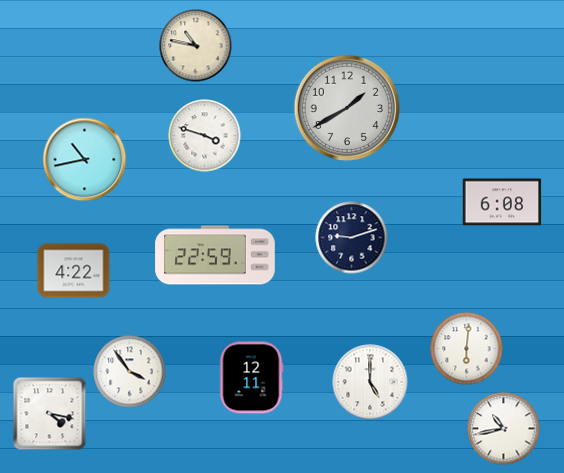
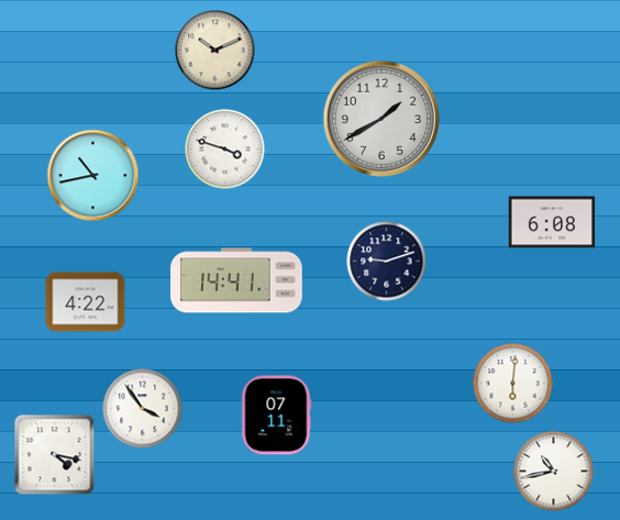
clock at (196, 46): 10:47 -> 10:11
clock at (215, 255): 22:59 -> 14:41
clock at (74, 271) position: (74, 271) -> (86, 302)
clock at (251, 378): 12:11 -> 07:11
clock at (370, 382): 5:00 -> none
